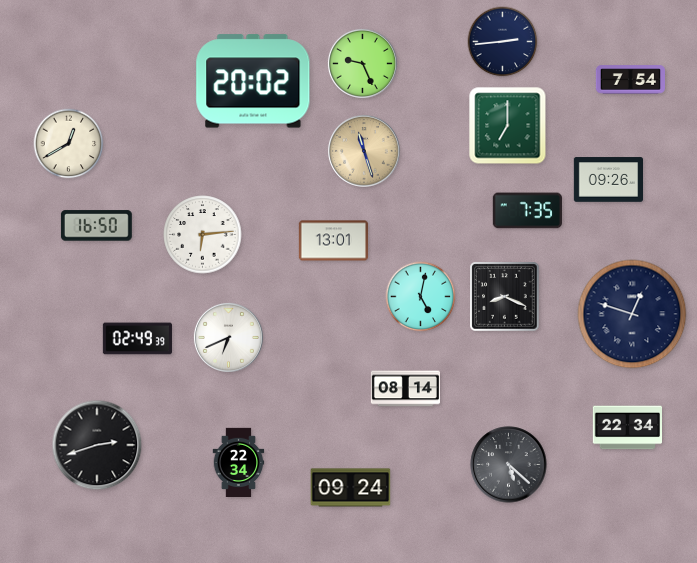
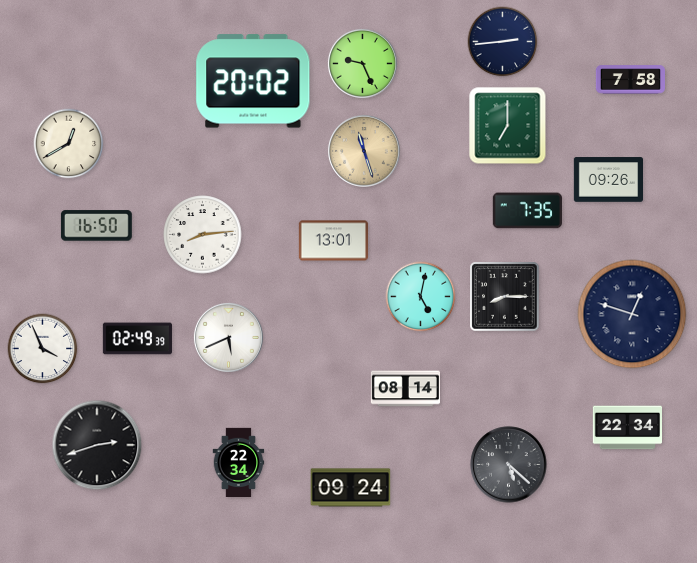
clock at (630, 80): 7:54 -> 7:58
clock at (203, 235): 6:14 -> 8:14
clock at (505, 297): 8:19 -> 8:15
clock at (228, 337): 6:41 -> 5:41
clock at (43, 349): none -> 3:56
